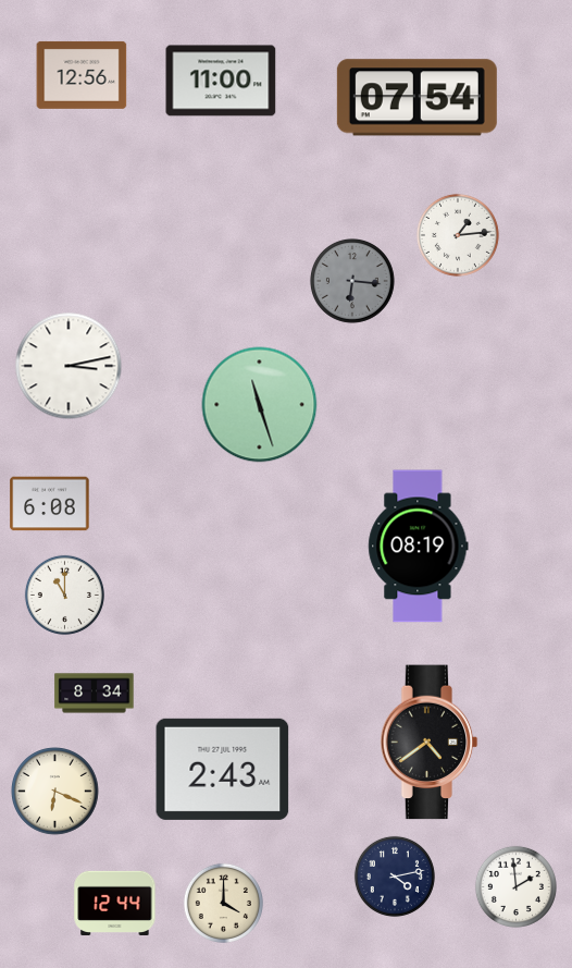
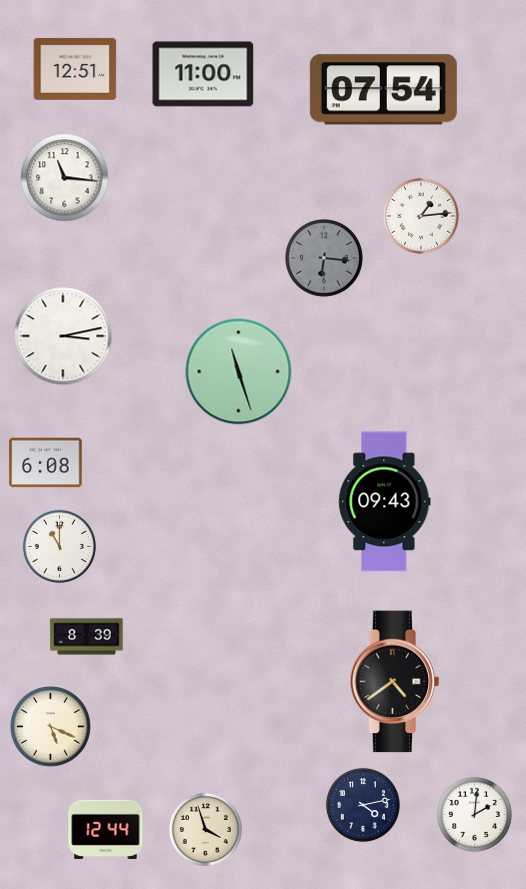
clock at (82, 75): 12:56 -> 12:51
clock at (65, 178): none -> 11:16
clock at (419, 547): 08:19 -> 09:43
clock at (95, 694): 8:34 -> 8:39
clock at (223, 769): 2:43 -> none
clock at (55, 792): 6:19 -> 5:19
clock at (515, 886): 1:59 -> 2:01
clock at (223, 903): 4:00 -> 3:57
